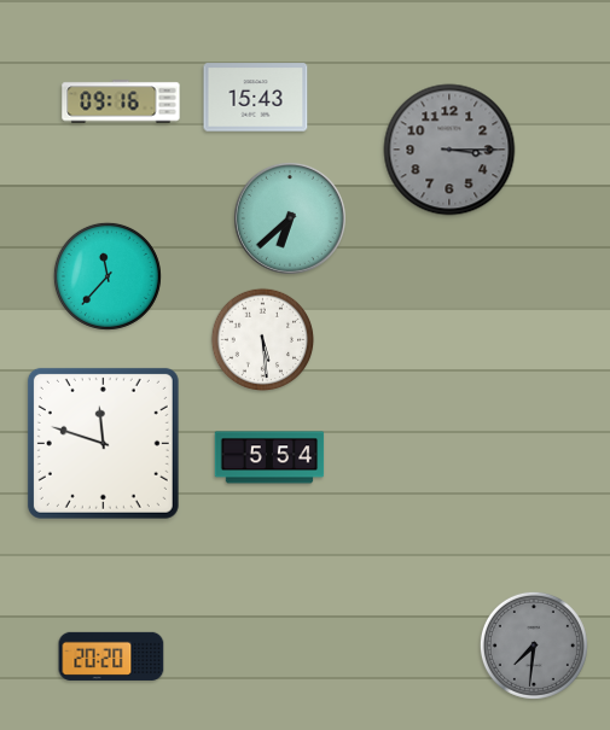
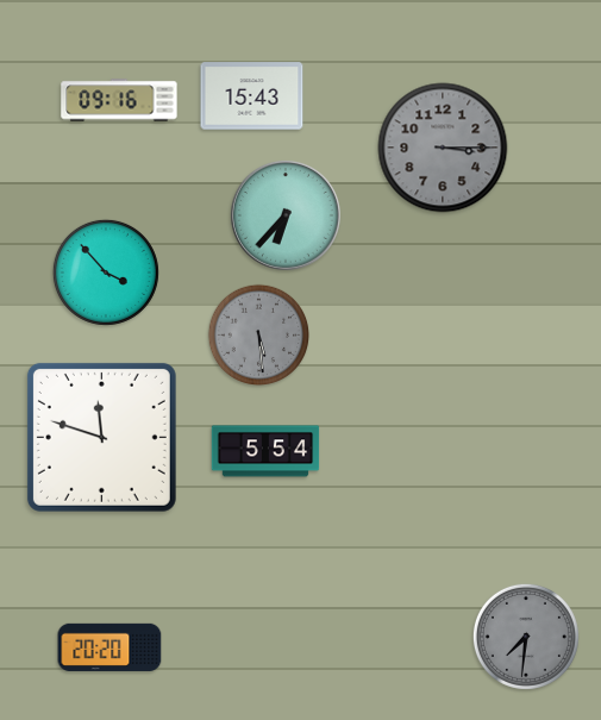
clock at (290, 218): 6:38 -> 6:37
clock at (108, 276): 11:37 -> 3:53
clock at (263, 340) dial: white -> grey
